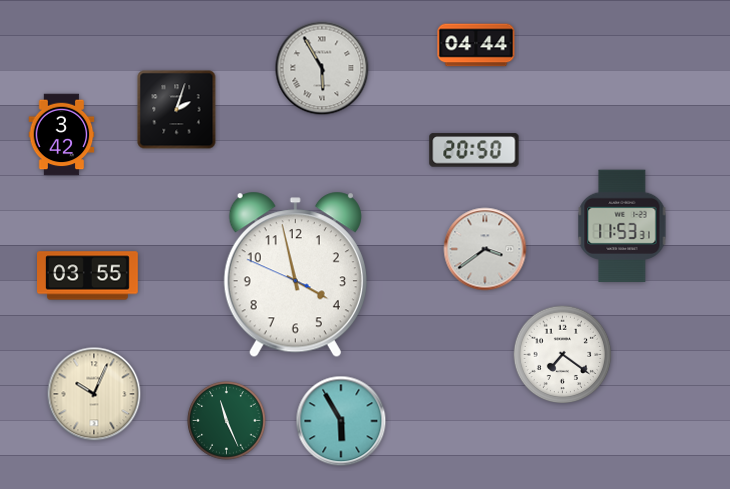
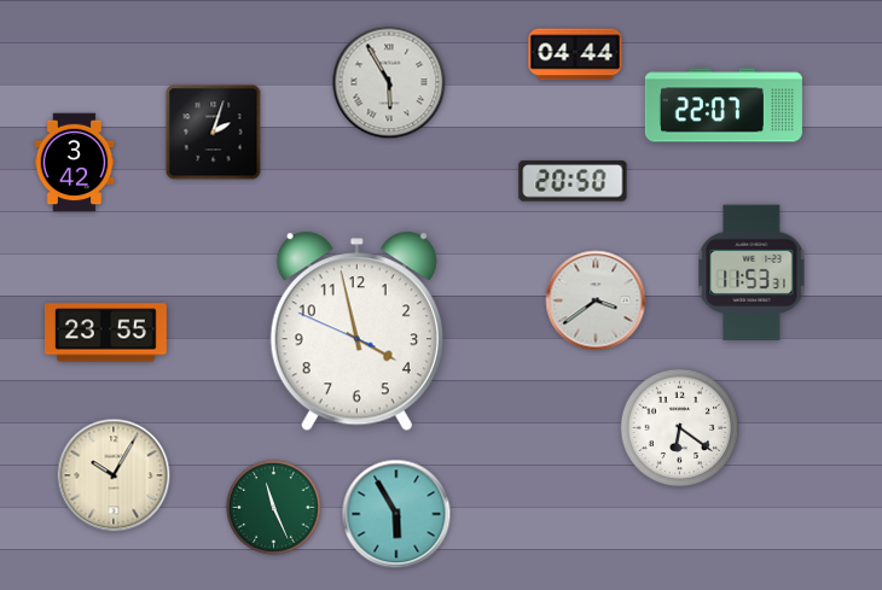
clock at (724, 105): none -> 22:07
clock at (485, 249) position: (485, 249) -> (596, 300)
clock at (88, 276): 03:55 -> 23:55
clock at (563, 355): 7:21 -> 6:21
clock at (94, 394): 10:04 -> 10:05
clock at (341, 421) position: (341, 421) -> (396, 514)
